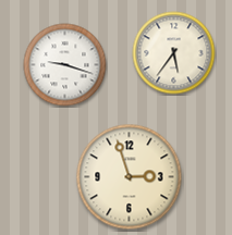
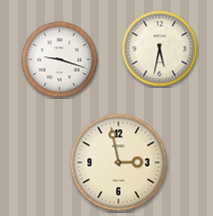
clock at (174, 53): 5:36 -> 5:32
clock at (130, 177): 2:57 -> 2:58
